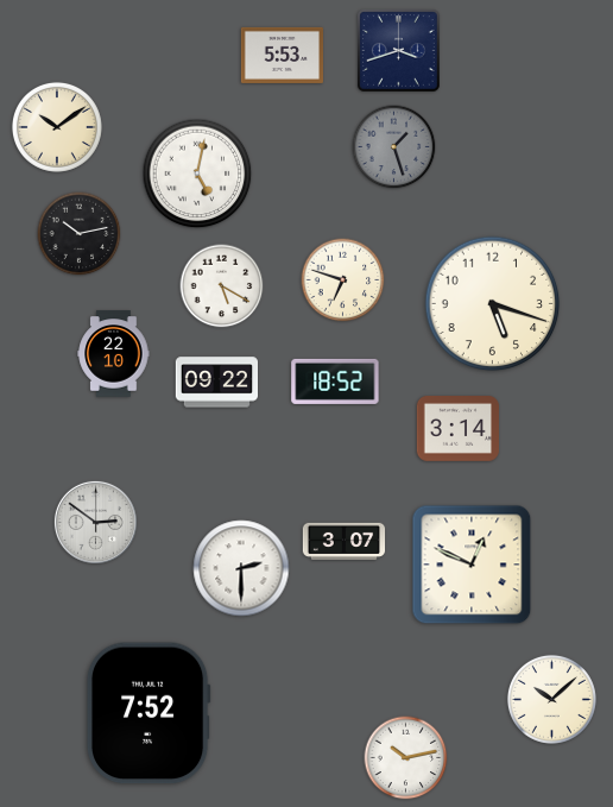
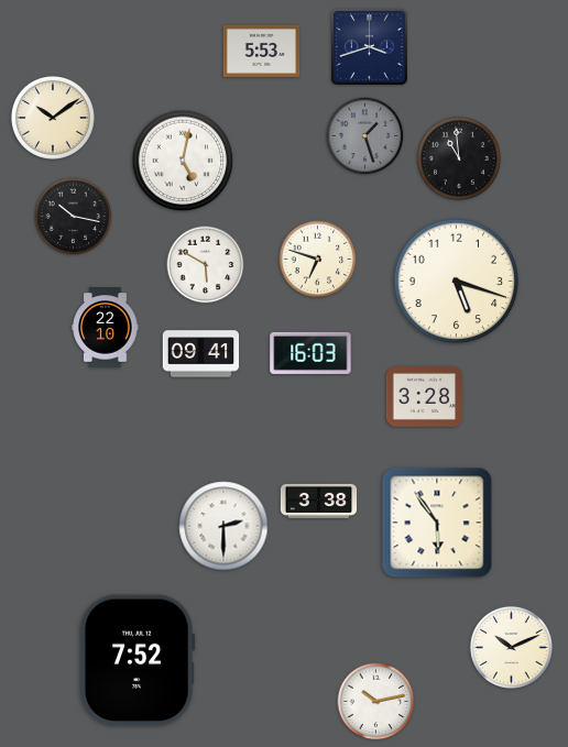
clock at (459, 158): none -> 10:59
clock at (80, 234): 10:13 -> 10:17
clock at (222, 286): 5:20 -> 5:50
clock at (335, 382): 18:52 -> 16:03
clock at (216, 383): 09:22 -> 09:41
clock at (457, 429): 3:14 -> 3:28
clock at (95, 522): 2:51 -> none
clock at (345, 541): 3:07 -> 3:38
clock at (472, 565): 12:49 -> 5:54
clock at (551, 699): 10:08 -> 10:11
